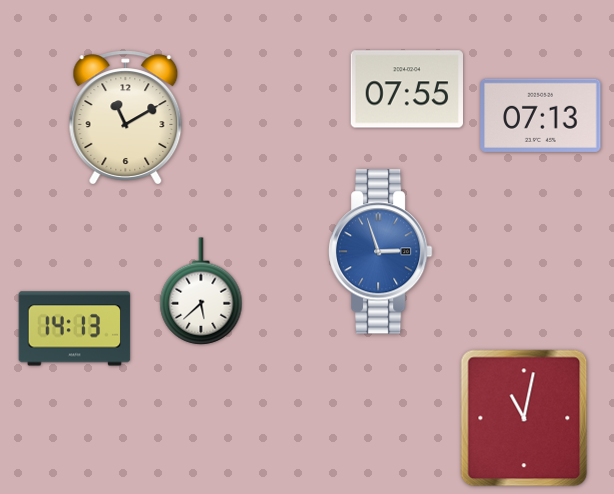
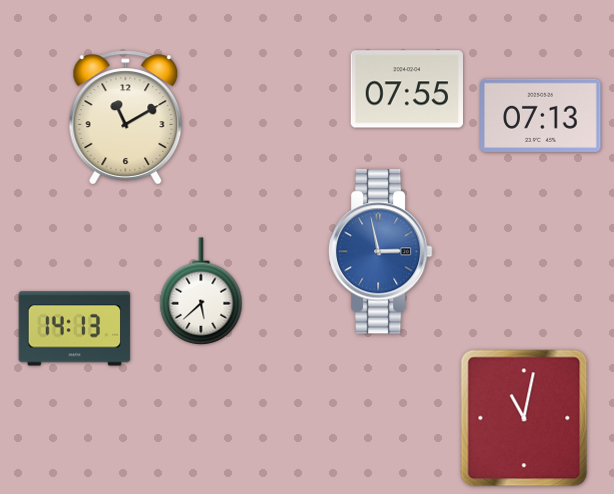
clock at (381, 252): 2:57 -> 2:58
